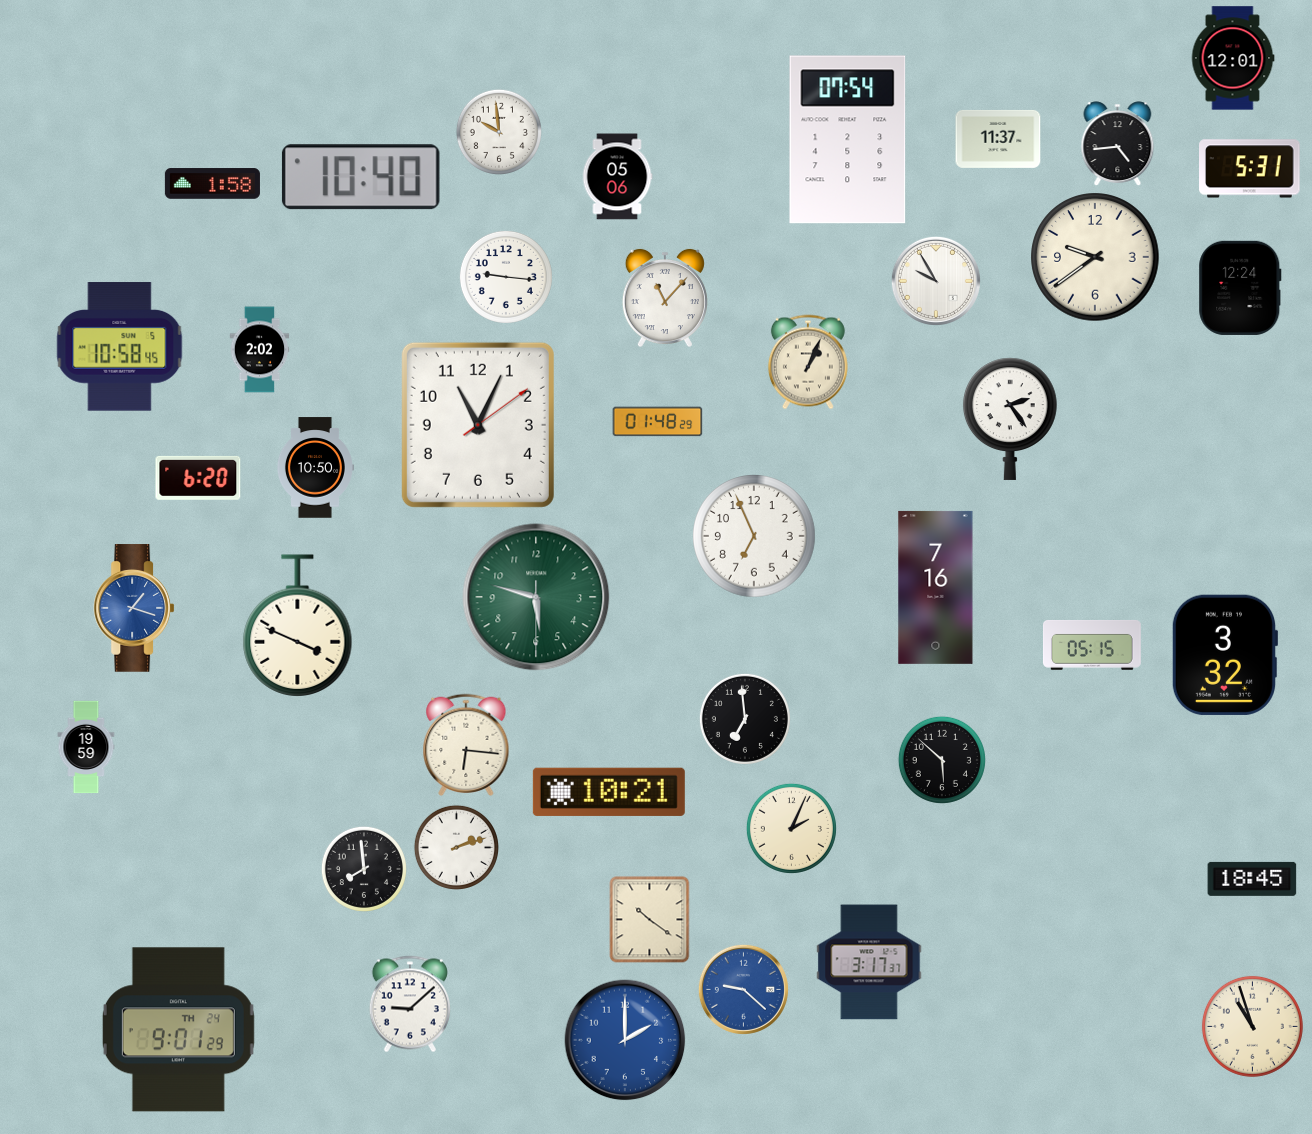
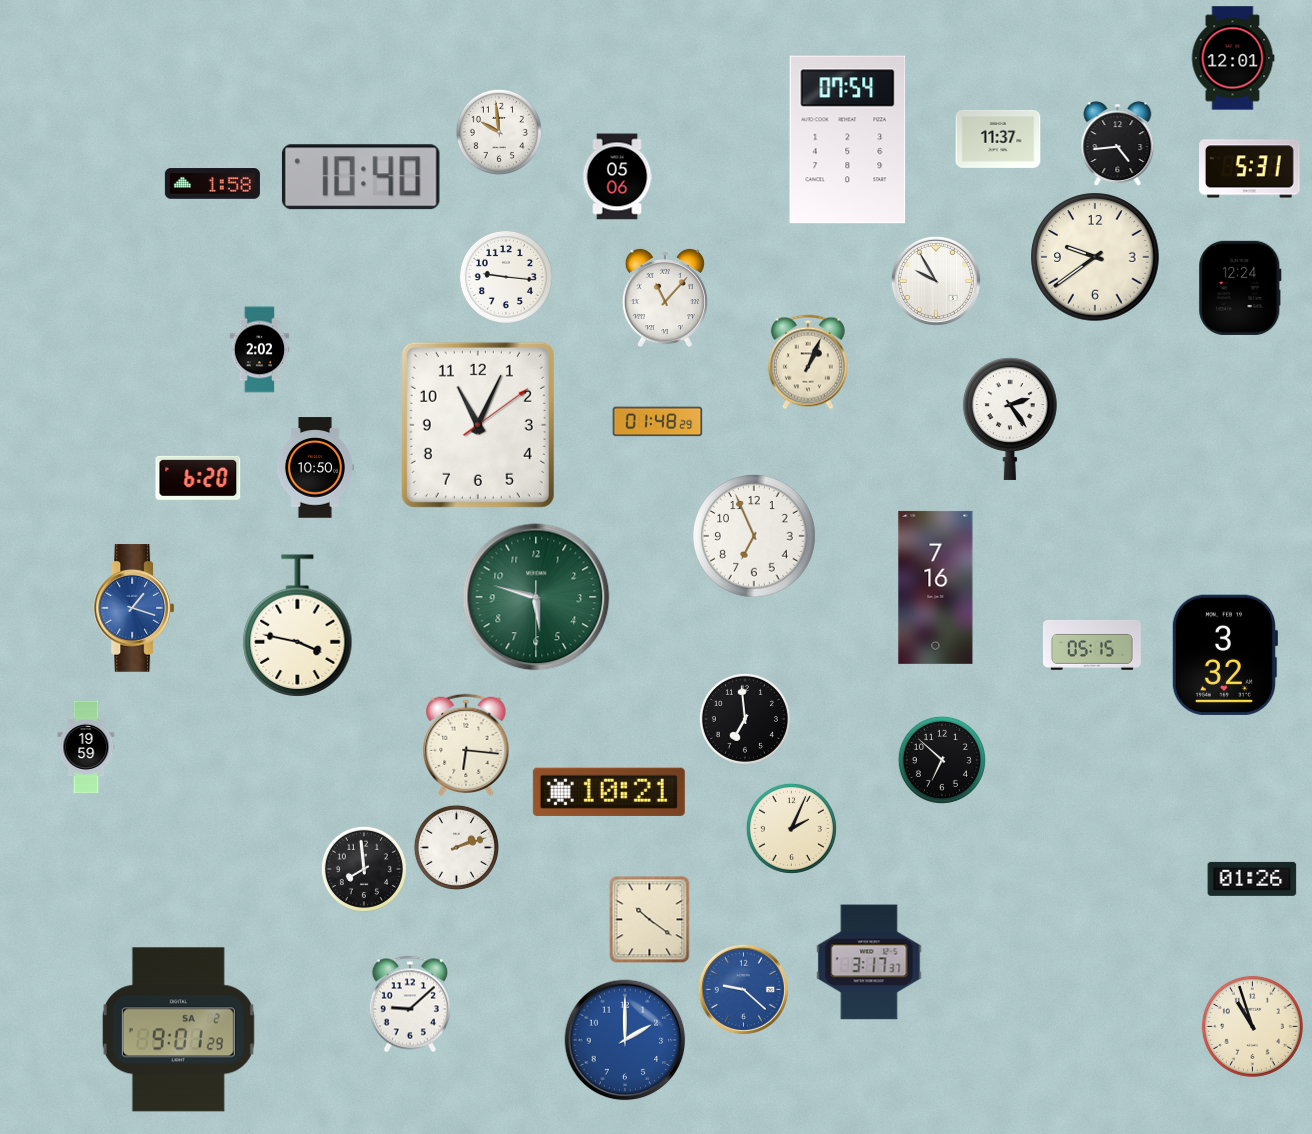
clock at (120, 347): 10:58 -> none
clock at (298, 625): 3:49 -> 3:47
clock at (942, 760): 5:52 -> 6:52
clock at (1252, 879): 18:45 -> 01:26
clock at (178, 1030) date: TH 24 -> SA 2
